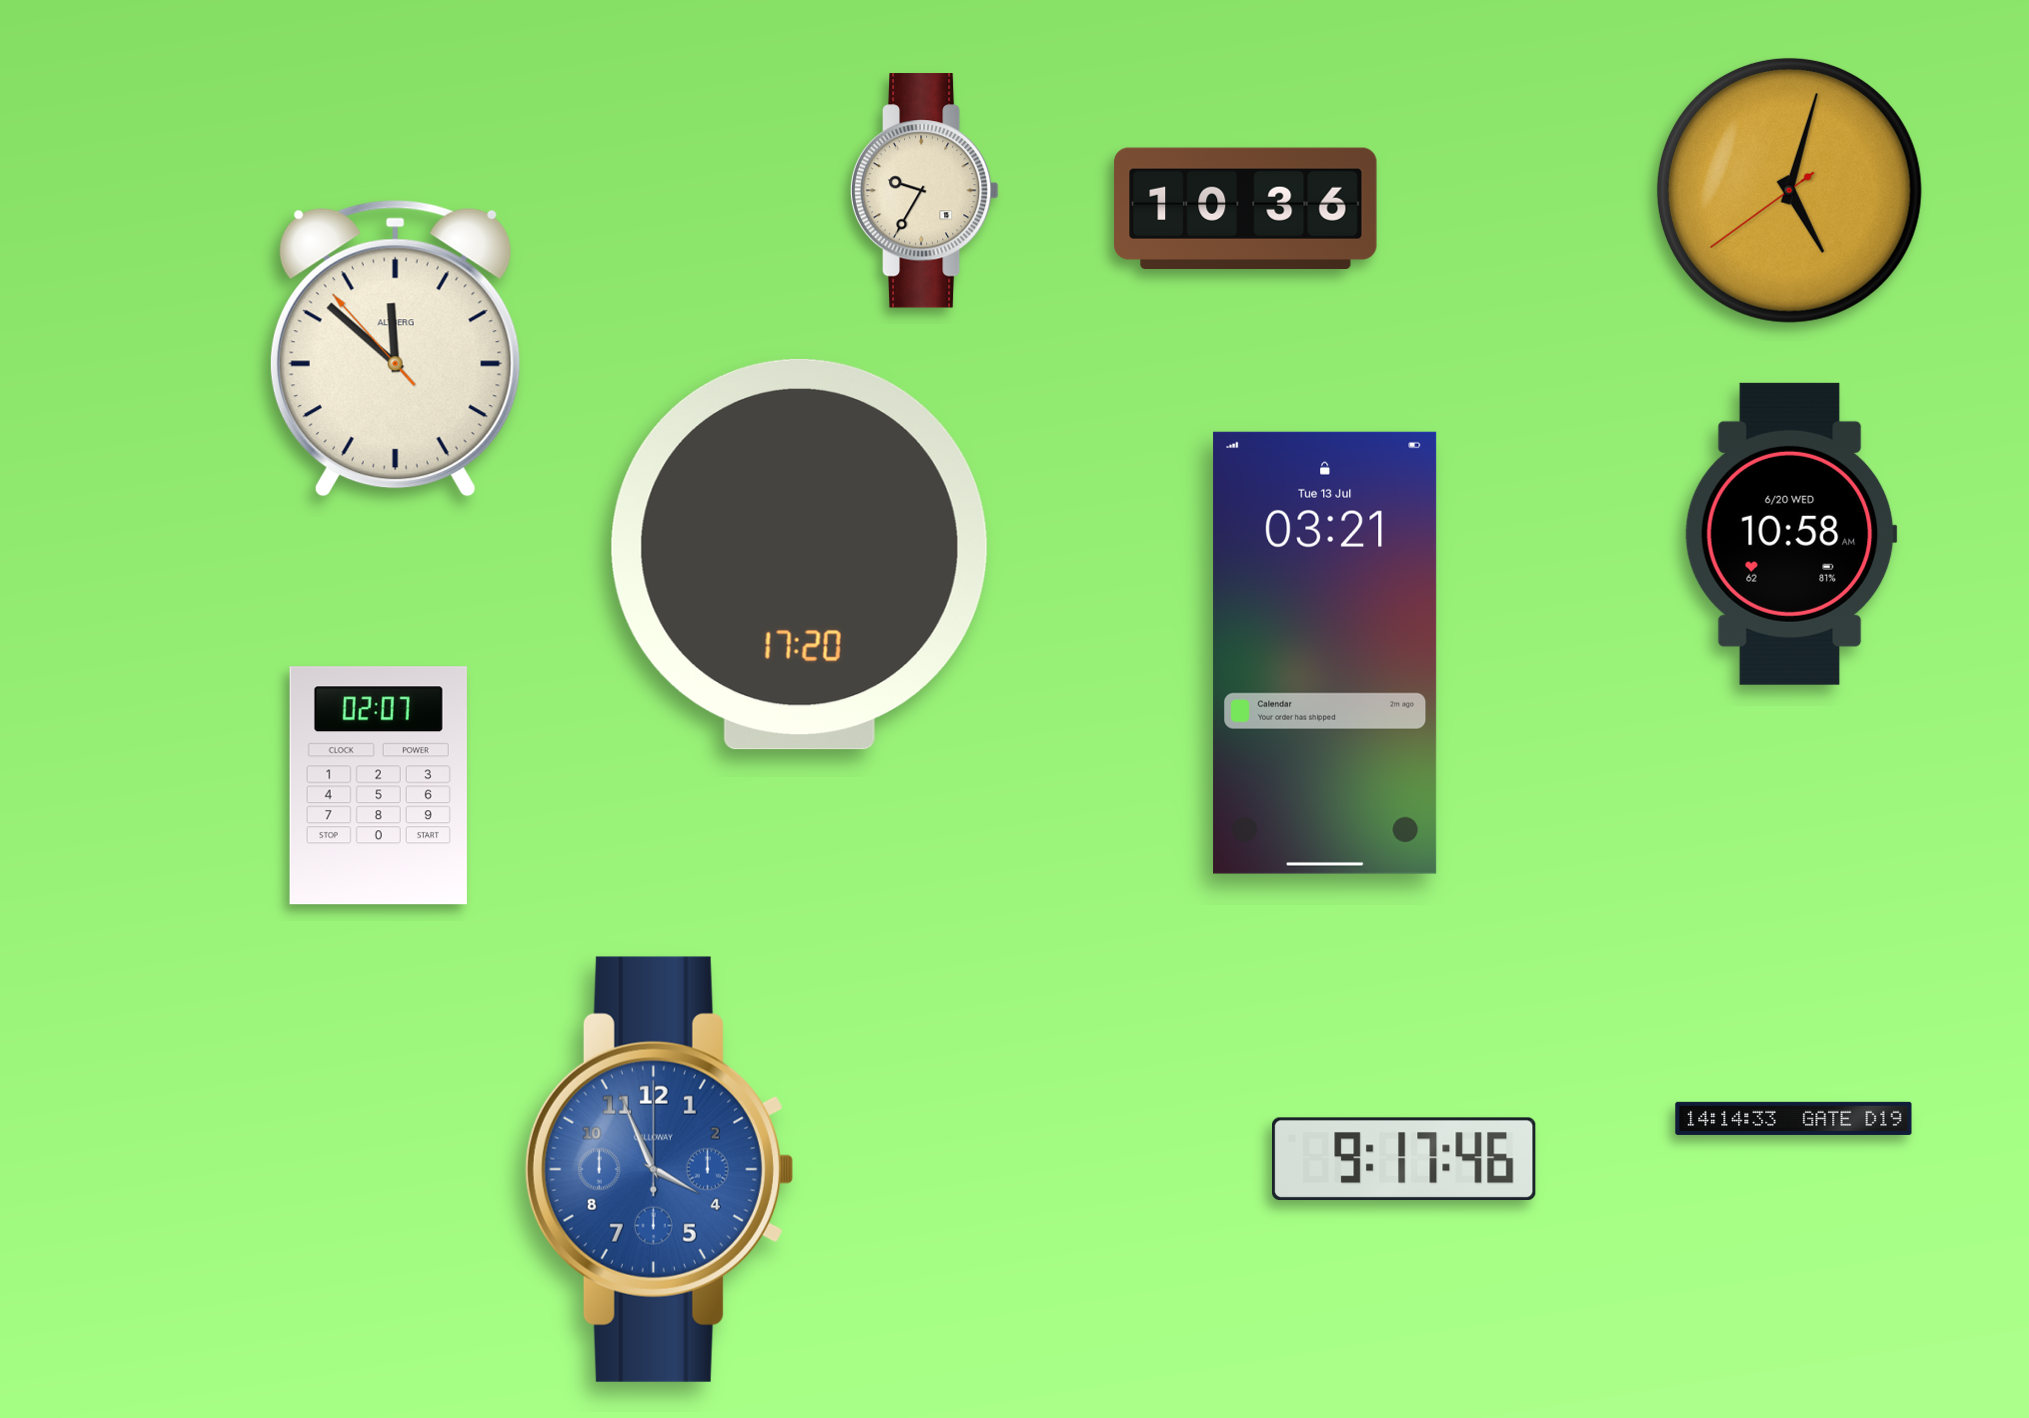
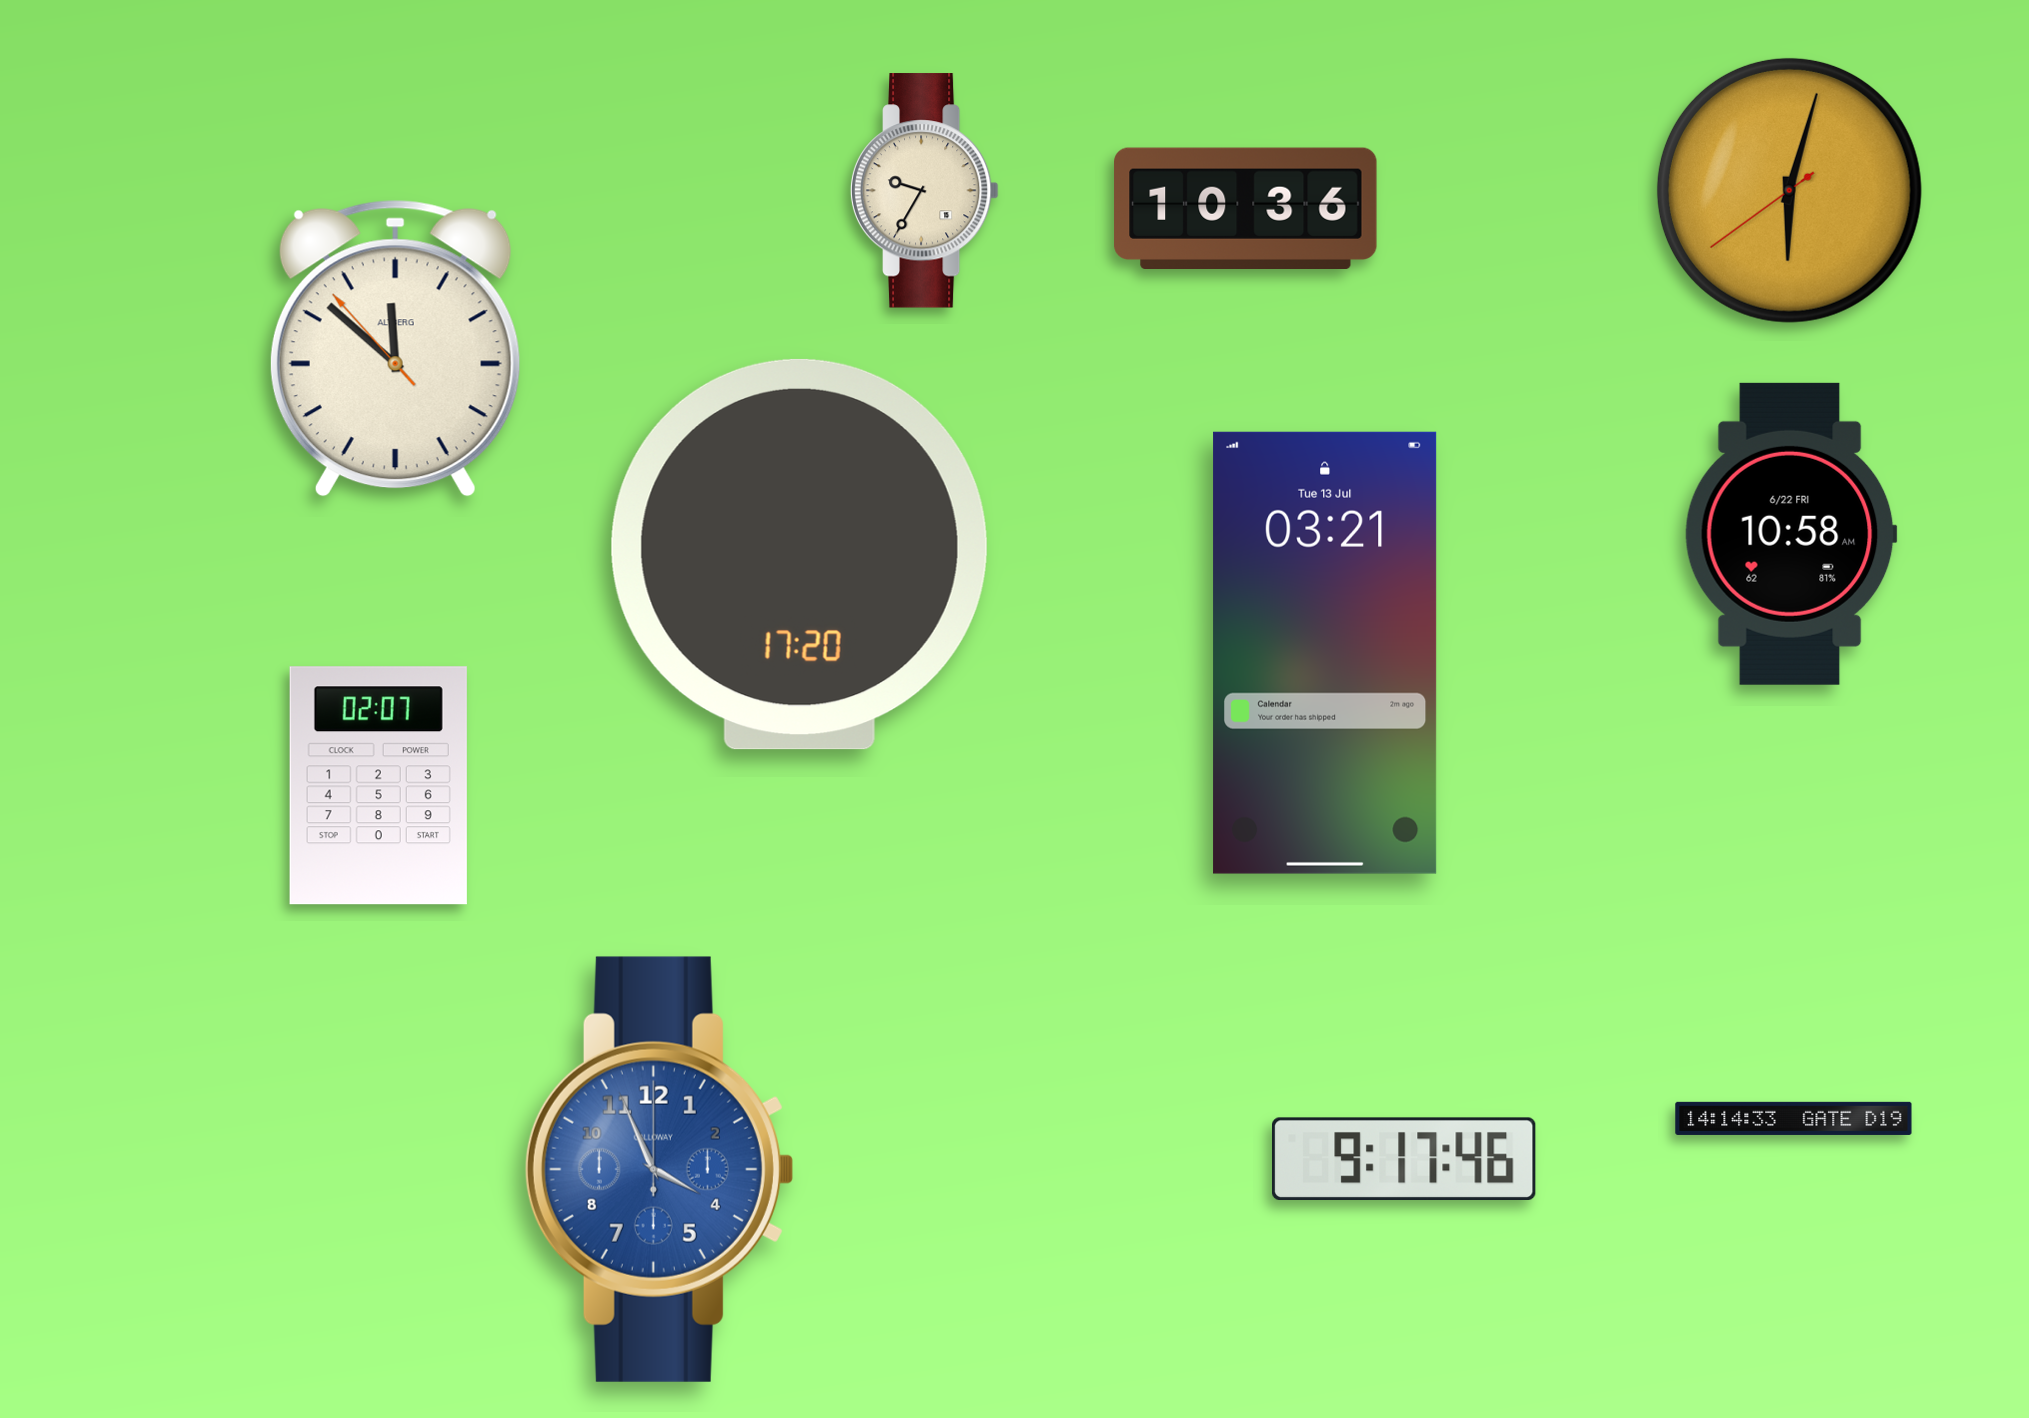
clock at (1789, 190): 5:02 -> 6:02
clock at (1791, 534) date: 6/20 WED -> 6/22 FRI
